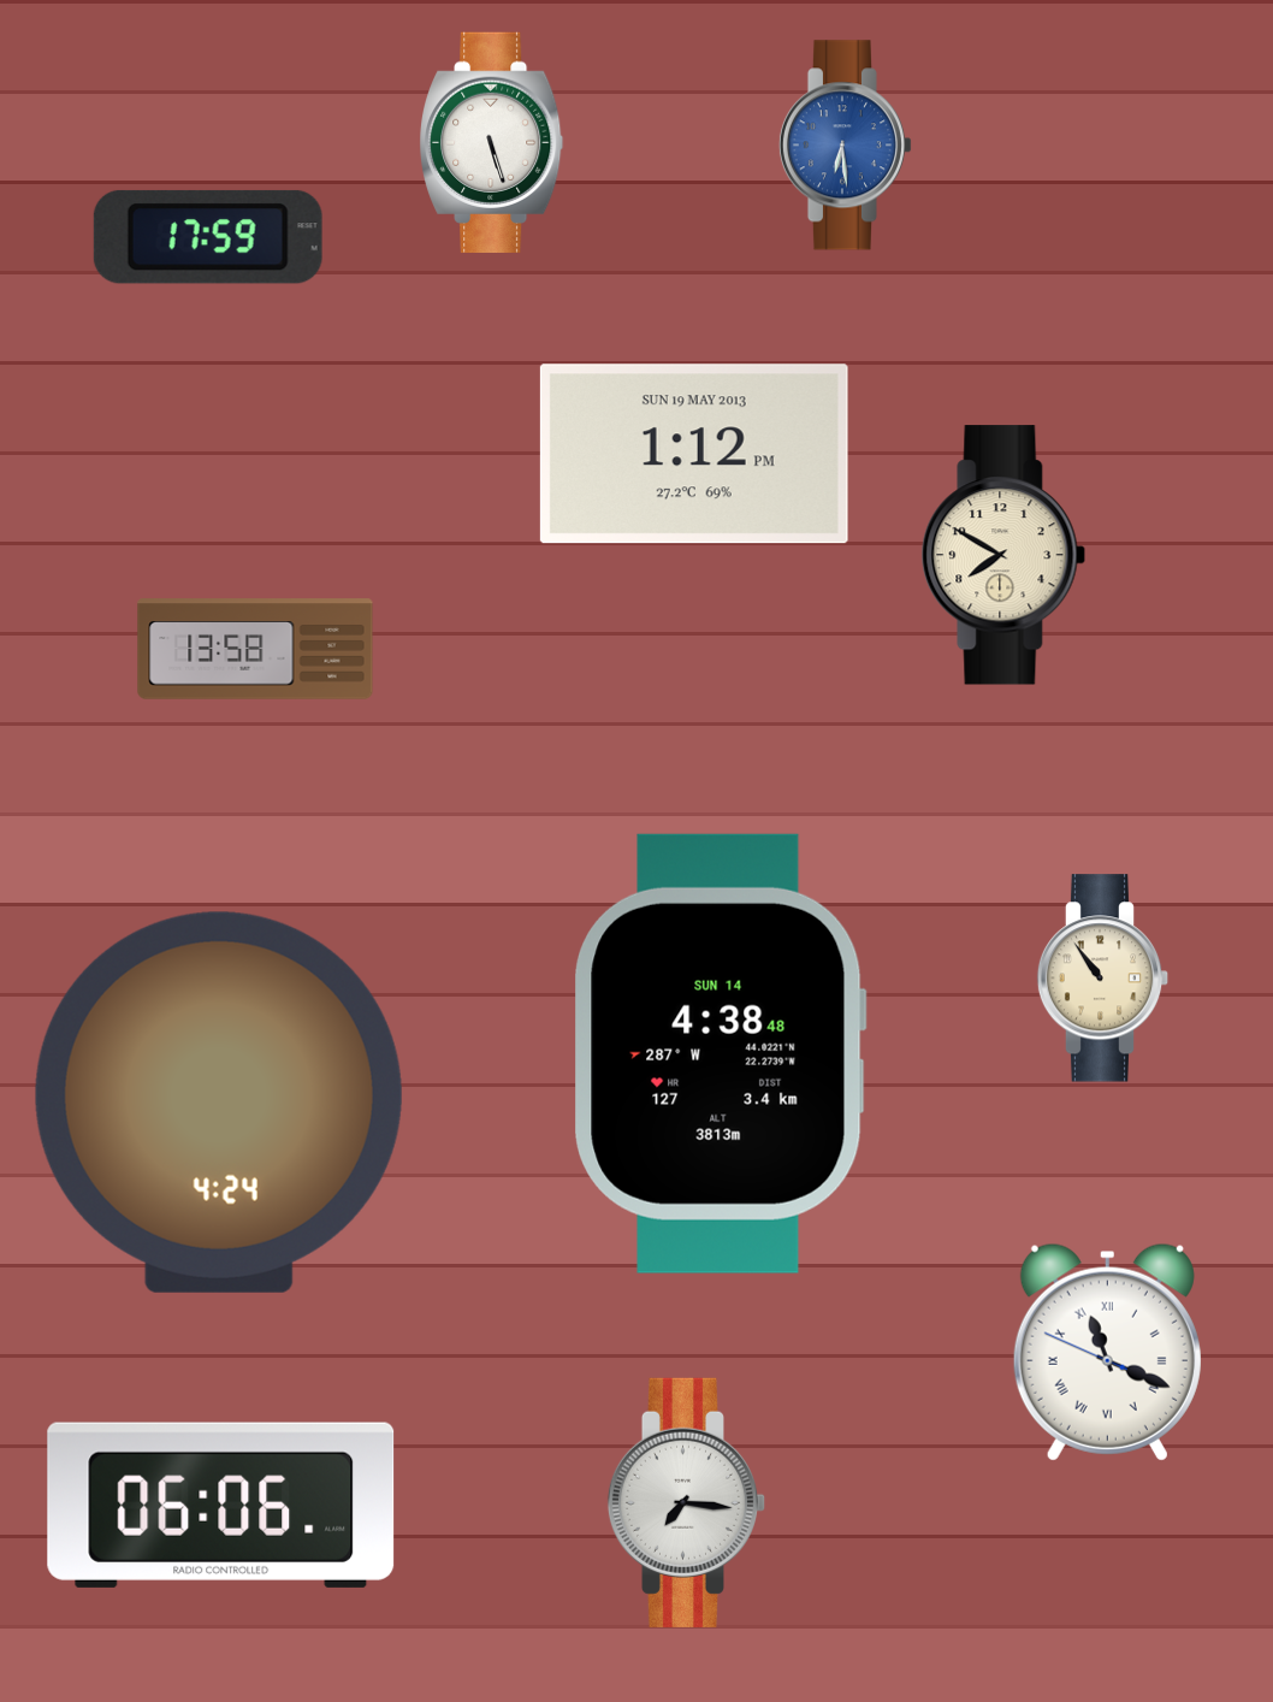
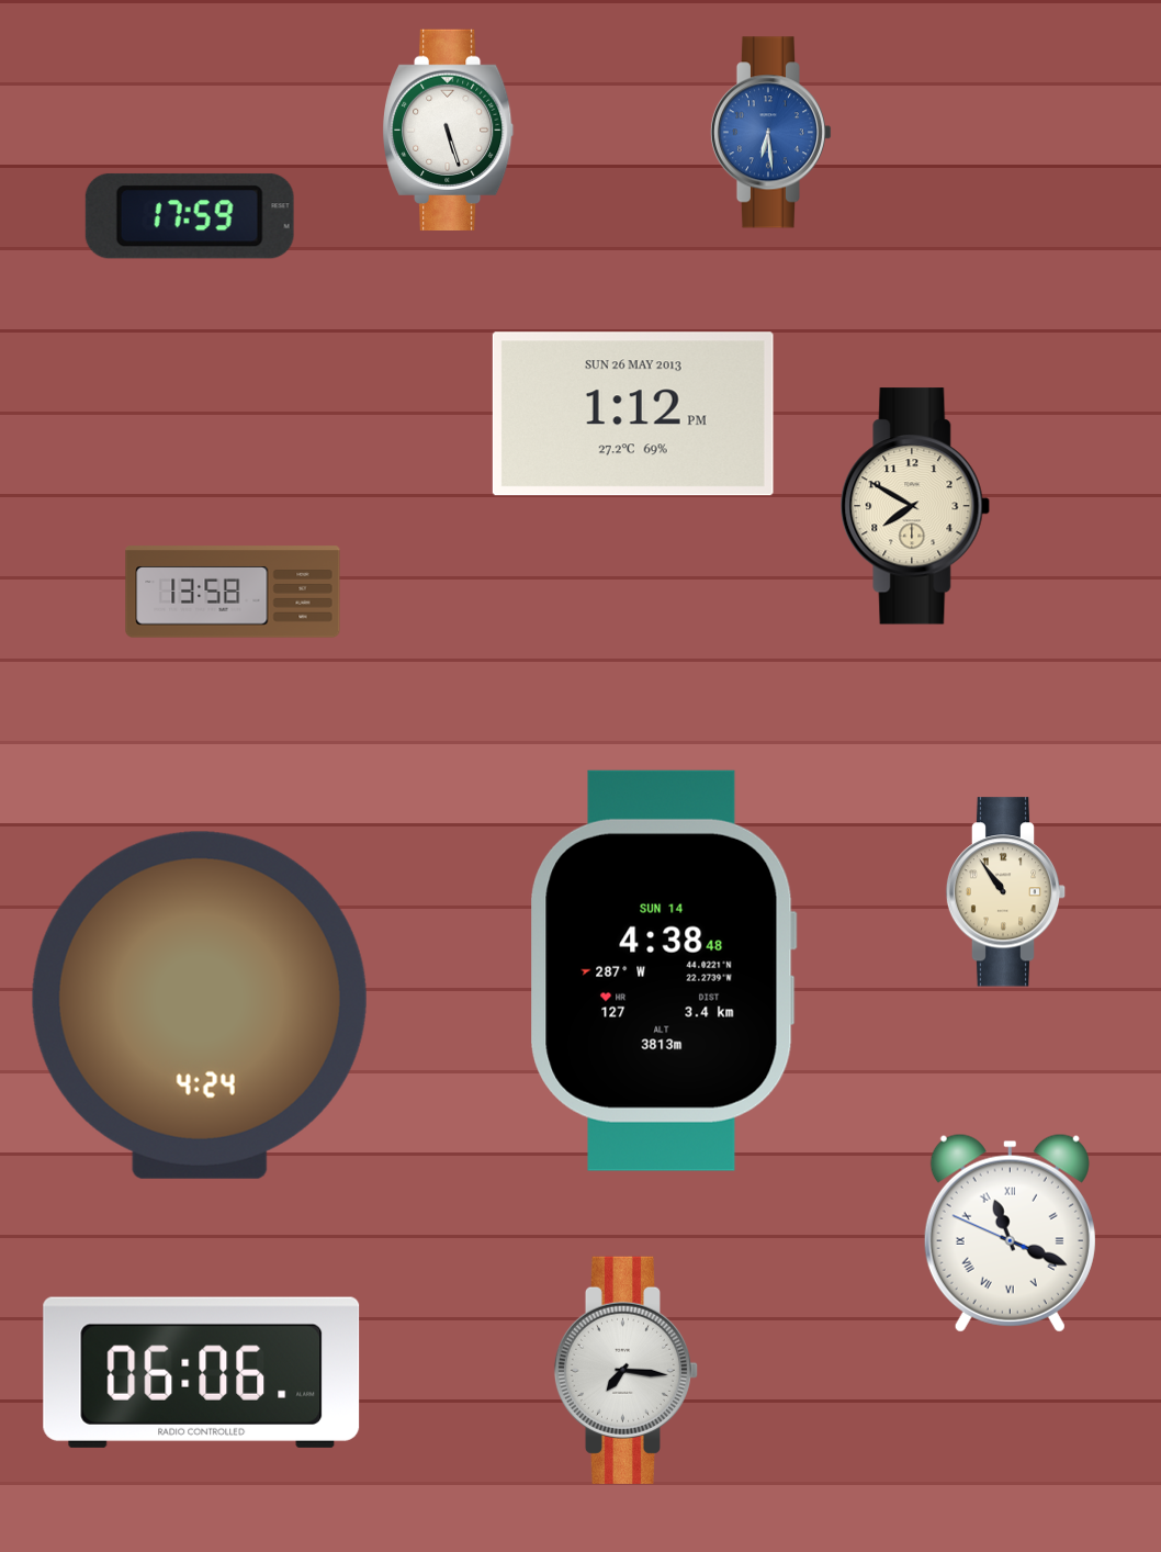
clock at (694, 454) date: SUN 19 MAY 2013 -> SUN 26 MAY 2013
clock at (720, 1053) position: (720, 1053) -> (663, 970)
